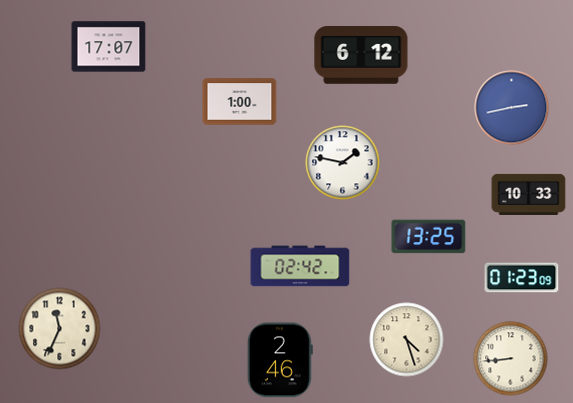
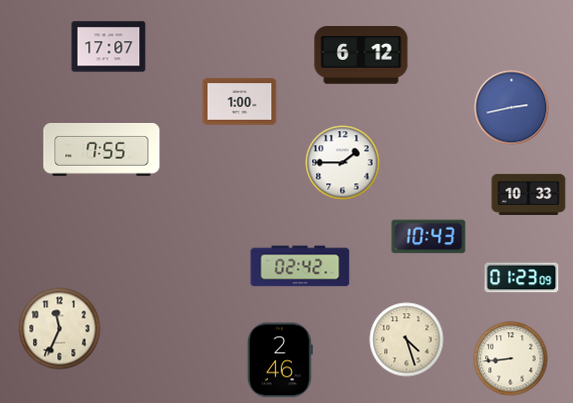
clock at (102, 149): none -> 7:55
clock at (343, 163): 1:47 -> 1:45
clock at (429, 237): 13:25 -> 10:43
